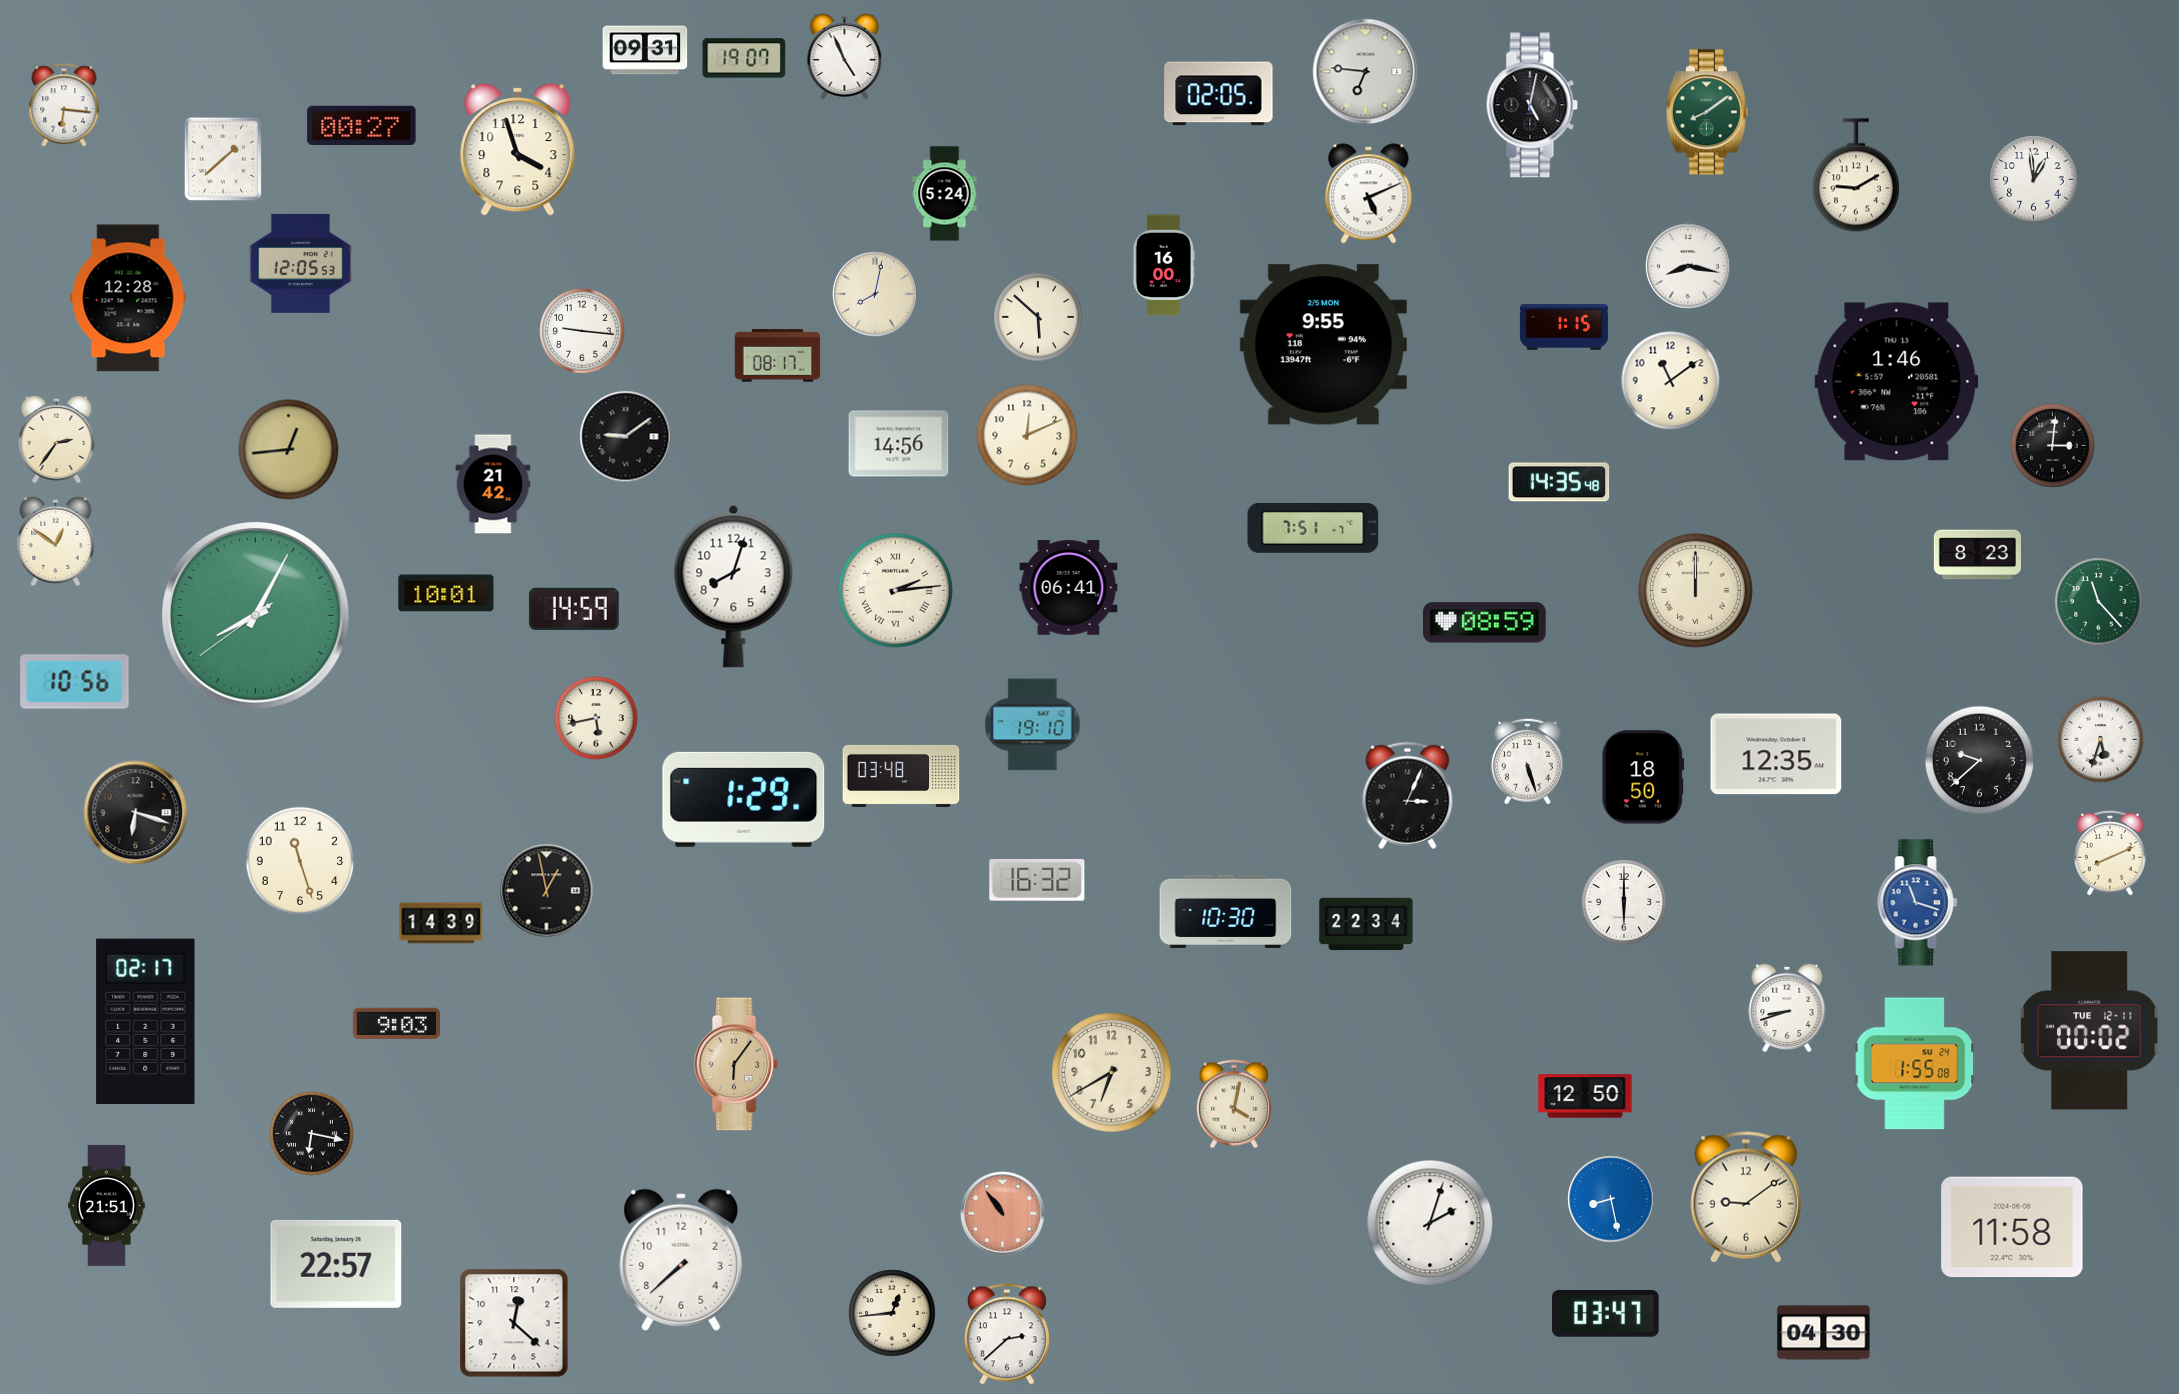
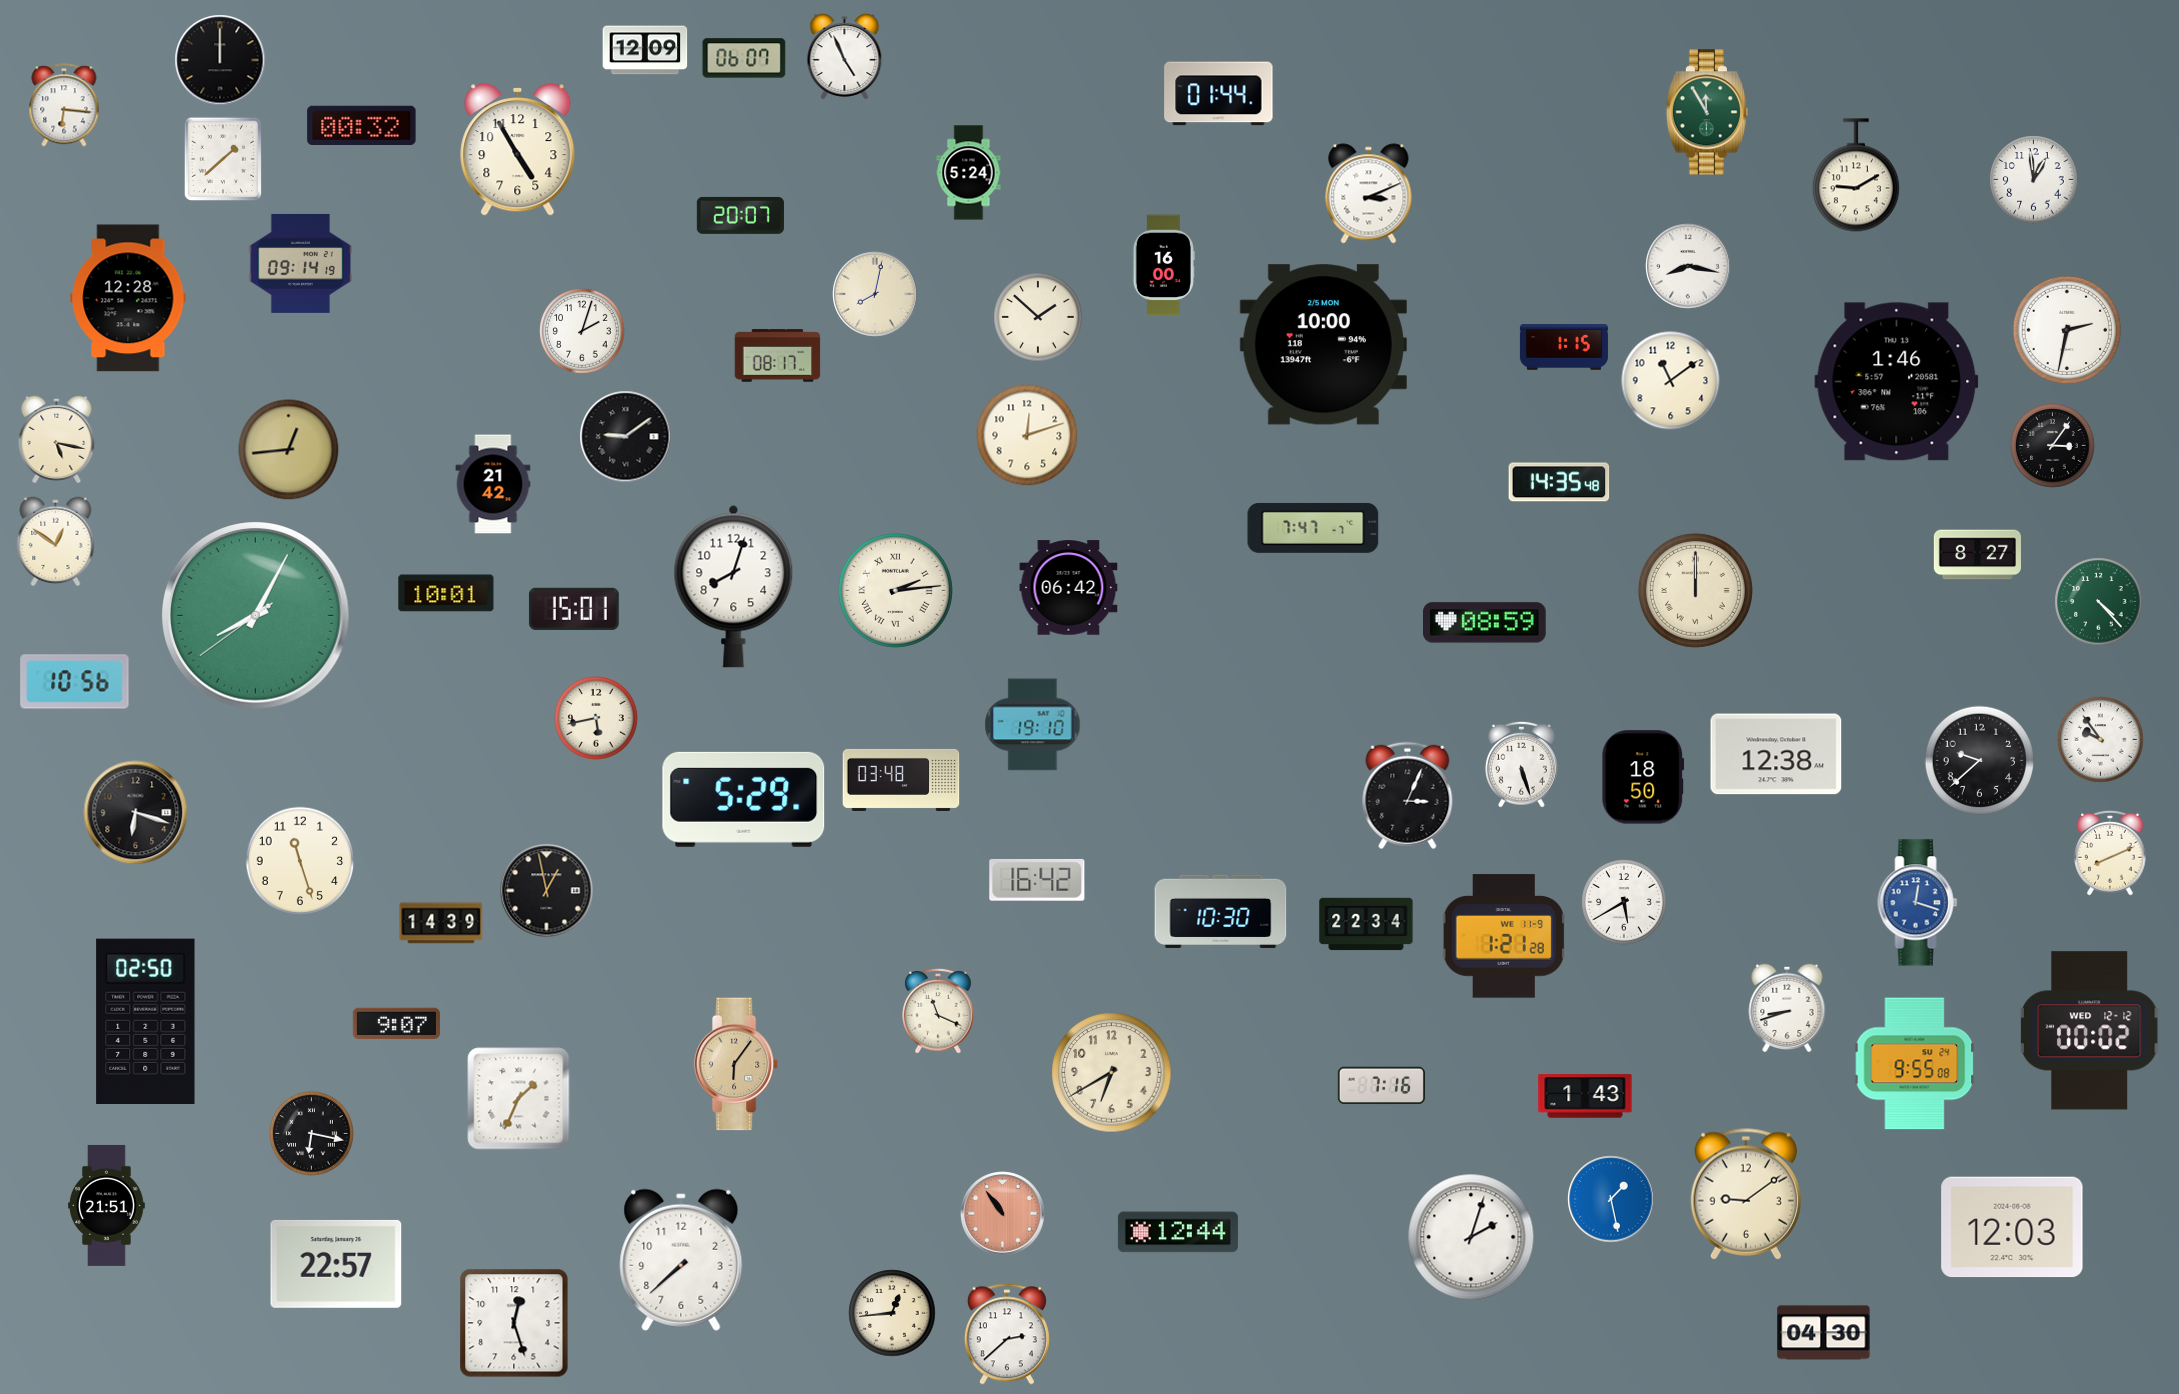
clock at (645, 50): 09:31 -> 12:09
clock at (744, 58): 19:07 -> 06:07
clock at (220, 60): none -> 12:00
clock at (1366, 72): 6:46 -> none
clock at (1219, 94): 02:05 -> 01:44
clock at (1532, 105): 5:02 -> none
clock at (1707, 112): 8:09 -> 11:55
clock at (362, 125): 00:27 -> 00:32
clock at (518, 150): 3:57 -> 4:55
clock at (945, 194) position: (945, 194) -> (969, 173)
clock at (1369, 194): 5:11 -> 3:11
clock at (740, 215): none -> 20:07
clock at (300, 263): 12:05 -> 09:14
clock at (1038, 317): 5:52 -> 1:52
clock at (1564, 327) position: (1564, 327) -> (1564, 347)
clock at (2067, 330): none -> 2:32
clock at (582, 331): 9:16 -> 2:03
clock at (1323, 345): 9:55 -> 10:00
clock at (1027, 435): 12:11 -> 12:12
clock at (57, 439): 2:36 -> 5:17
clock at (899, 444): 14:56 -> none
clock at (2053, 446): 3:01 -> 3:06
clock at (1313, 528): 7:51 -> 7:47
clock at (1977, 555): 8:23 -> 8:27
clock at (1069, 588): 06:41 -> 06:42
clock at (2099, 602): 11:23 -> 4:23
clock at (574, 609): 14:59 -> 15:01
clock at (2101, 740): 5:33 -> 9:54
clock at (1776, 754): 12:35 -> 12:38
clock at (1528, 761) position: (1528, 761) -> (1522, 764)
clock at (901, 776) position: (901, 776) -> (901, 780)
clock at (744, 799): 1:29 -> 5:29
clock at (1037, 880): 16:32 -> 16:42
clock at (1624, 902): 6:00 -> 5:40
clock at (1918, 903): 11:18 -> 12:18
clock at (1226, 911) position: (1226, 911) -> (1221, 911)
clock at (1504, 936): none -> 1:21
clock at (938, 1011): none -> 11:19
clock at (146, 1021): 02:17 -> 02:50
clock at (396, 1024): 9:03 -> 9:07
clock at (2089, 1031) date: TUE 12-11 -> WED 12-12
clock at (1915, 1064): 1:55 -> 9:55
clock at (1381, 1086): none -> 7:16
clock at (1585, 1096): 12:50 -> 1:43
clock at (519, 1099): none -> 1:34
clock at (1234, 1104): 4:02 -> none
clock at (1745, 1197) position: (1745, 1197) -> (1745, 1194)
clock at (1611, 1199): 8:28 -> 1:28
clock at (1430, 1223) position: (1430, 1223) -> (1471, 1237)
clock at (2012, 1227): 11:58 -> 12:03
clock at (1178, 1232): none -> 12:44
clock at (1605, 1313): 03:47 -> none
clock at (514, 1323): 12:22 -> 12:27
